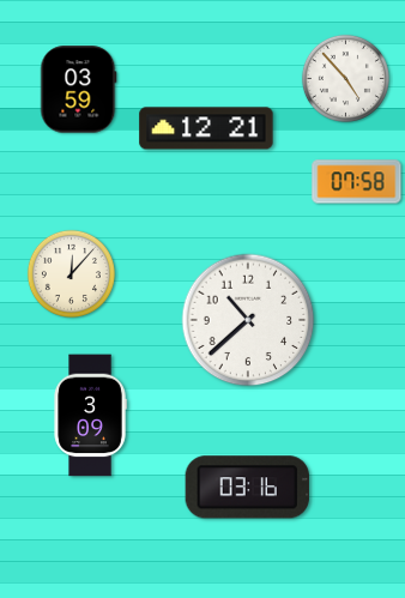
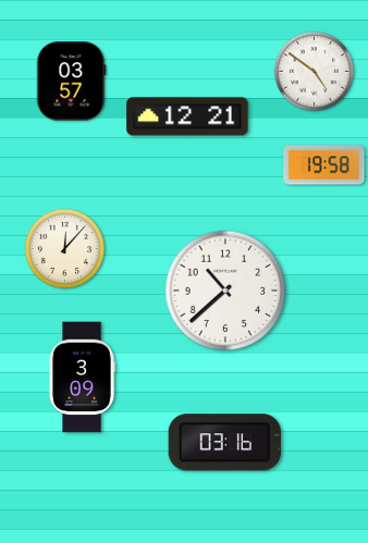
clock at (345, 78): 4:53 -> 4:51
clock at (79, 90): 03:59 -> 03:57
clock at (357, 182): 07:58 -> 19:58
